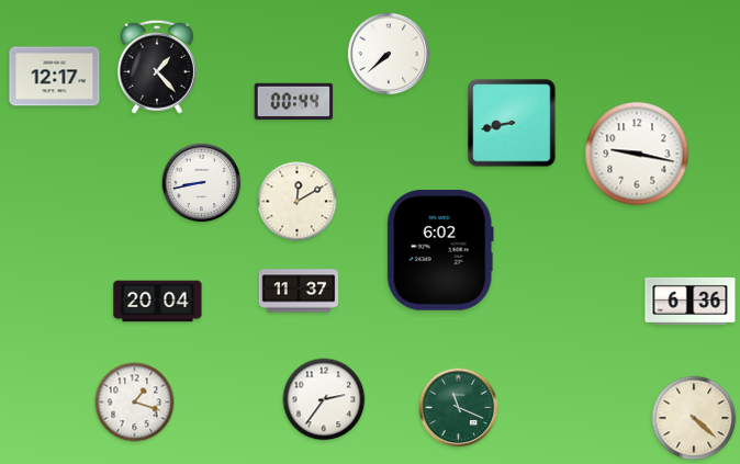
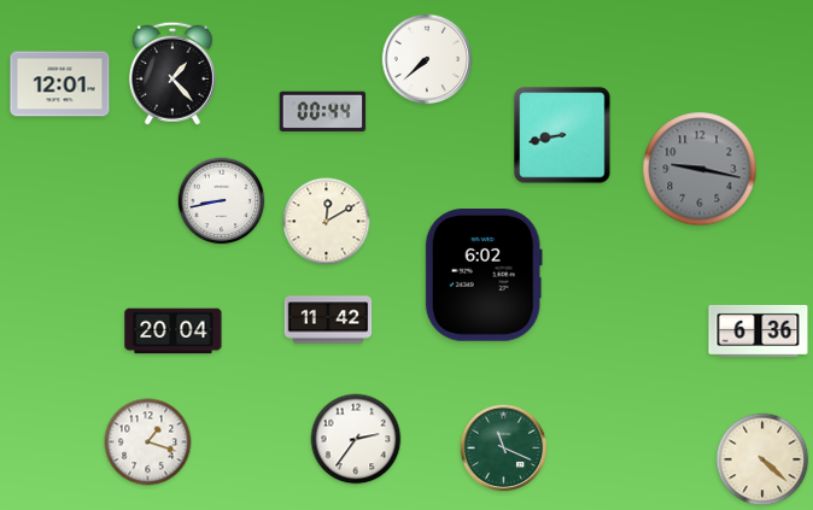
clock at (55, 77): 12:17 -> 12:01
clock at (637, 154) dial: white -> grey
clock at (299, 291): 11:37 -> 11:42
